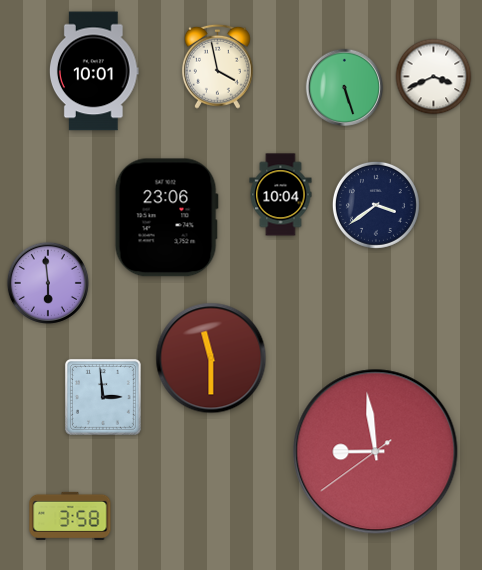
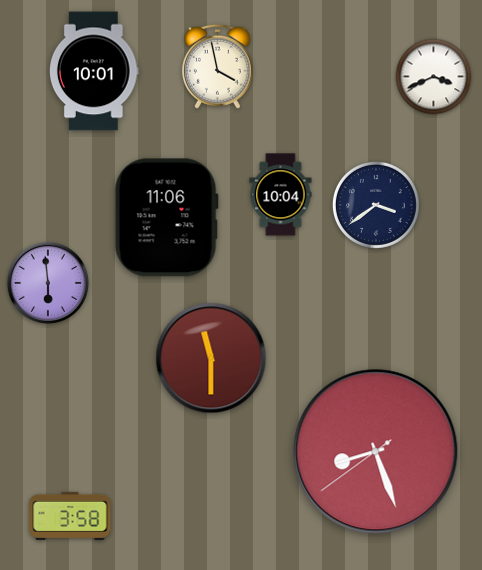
clock at (345, 88): 5:27 -> none
clock at (166, 218): 23:06 -> 11:06
clock at (103, 397): 2:59 -> none
clock at (376, 452): 8:58 -> 8:26
